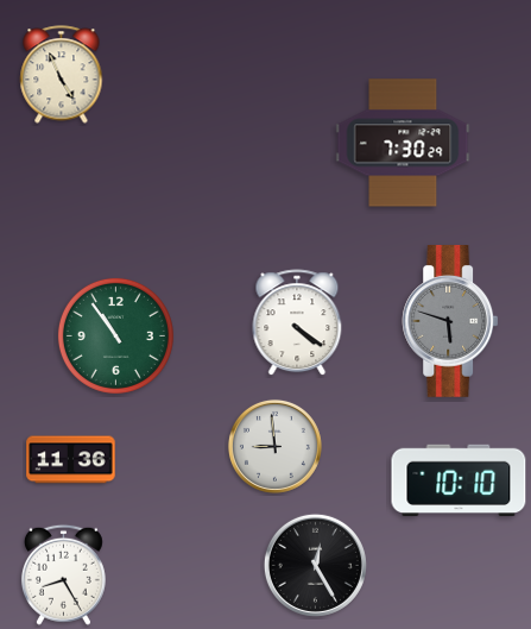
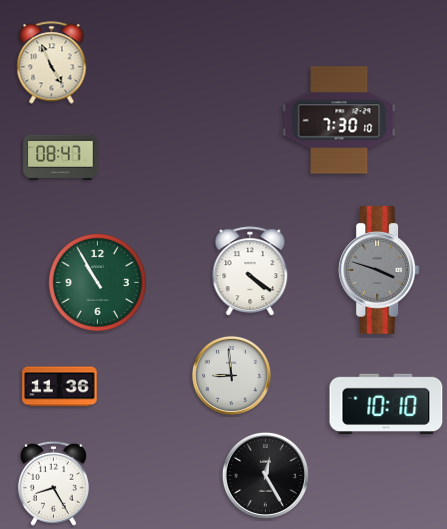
clock at (403, 143): 7:30:29 -> 7:30:10
clock at (61, 157): none -> 08:47
clock at (450, 322): 5:48 -> 3:48
clock at (115, 335): 10:54 -> 10:55
